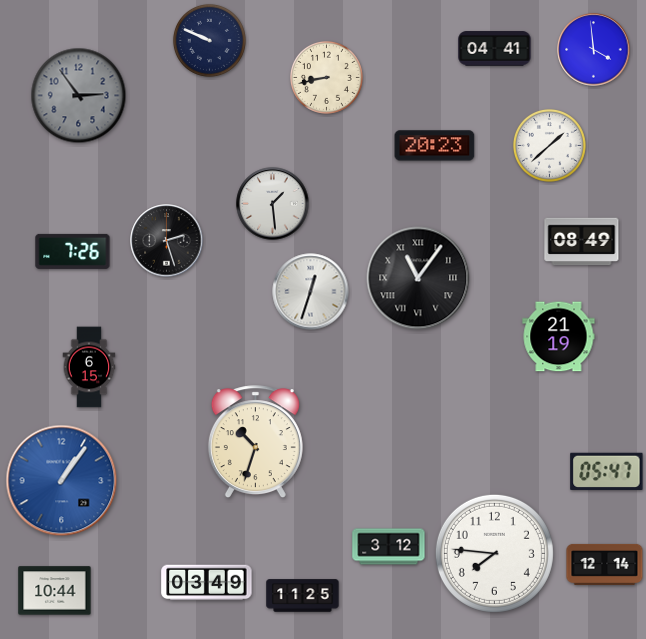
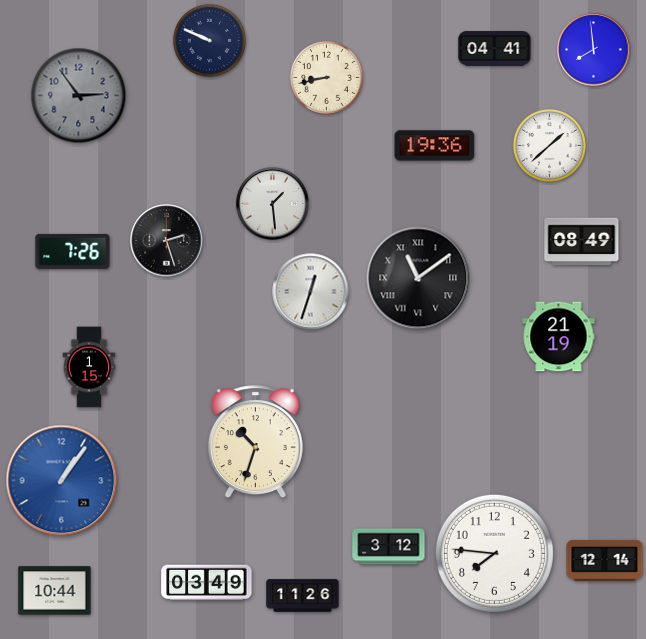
clock at (594, 50): 3:59 -> 7:59
clock at (435, 146): 20:23 -> 19:36
clock at (418, 278): 11:06 -> 11:09
clock at (89, 367): 6:15 -> 1:15
clock at (607, 471): 05:47 -> none
clock at (605, 564) position: (605, 564) -> (605, 560)
clock at (303, 596): 11:25 -> 11:26
